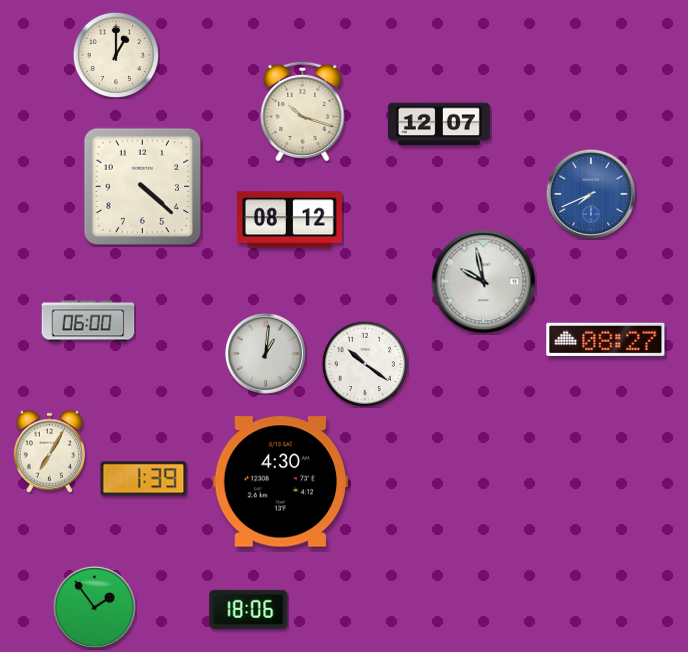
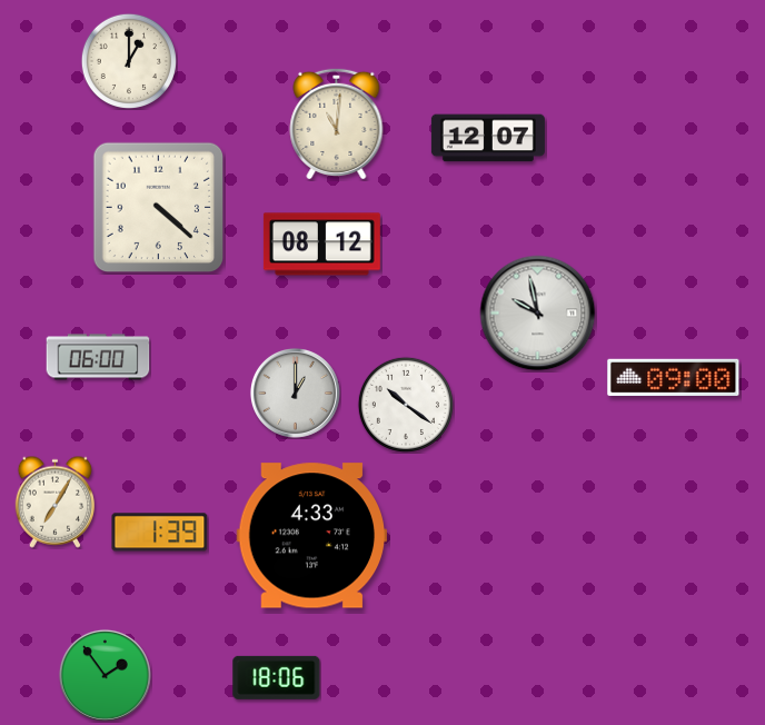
clock at (303, 111): 10:18 -> 11:01
clock at (590, 193): 7:41 -> none
clock at (606, 339): 08:27 -> 09:00
clock at (265, 353): 1:01 -> 1:00
clock at (281, 482): 4:30 -> 4:33
